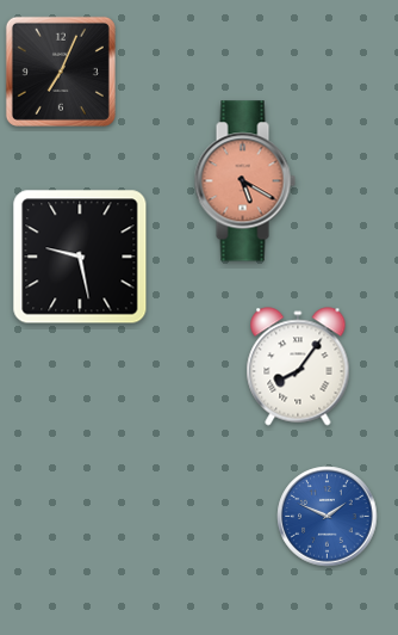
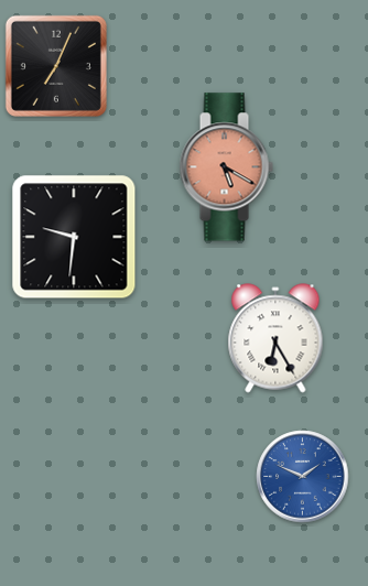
clock at (80, 257): 9:28 -> 9:31
clock at (298, 366): 8:06 -> 6:25
